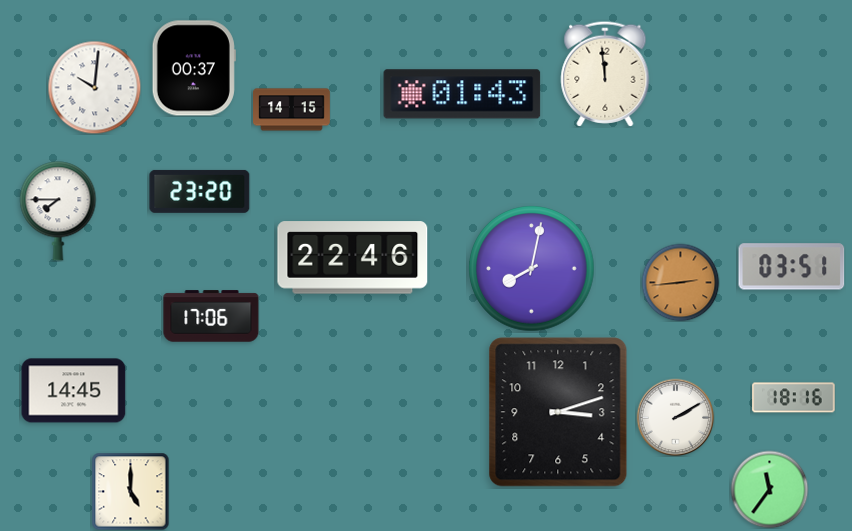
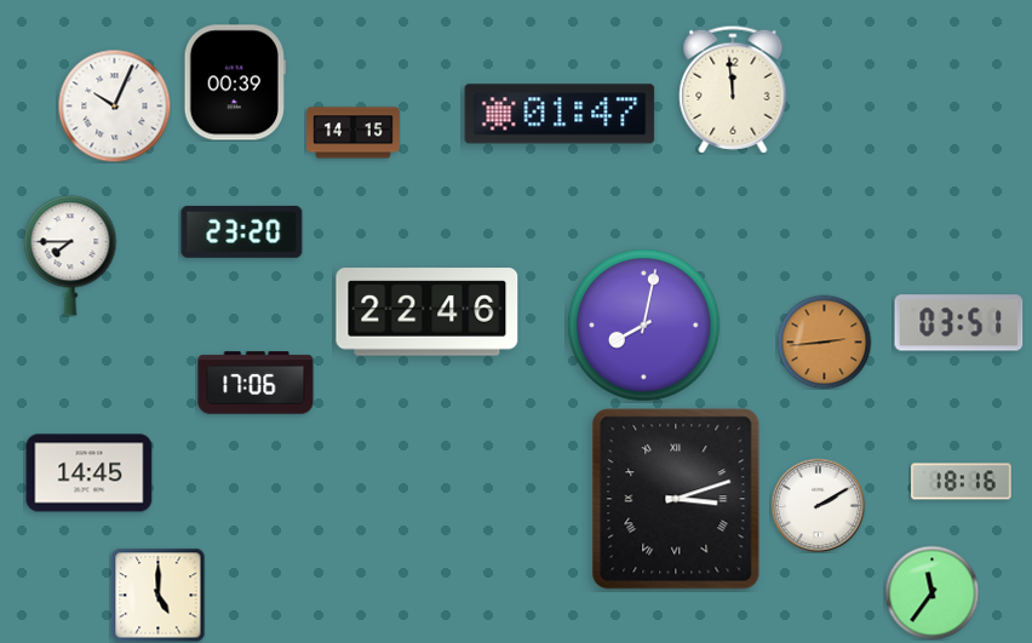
clock at (194, 68): 00:37 -> 00:39
clock at (94, 87): 10:01 -> 10:04
clock at (462, 94): 01:43 -> 01:47
clock at (558, 412) numerals: Arabic -> Roman
